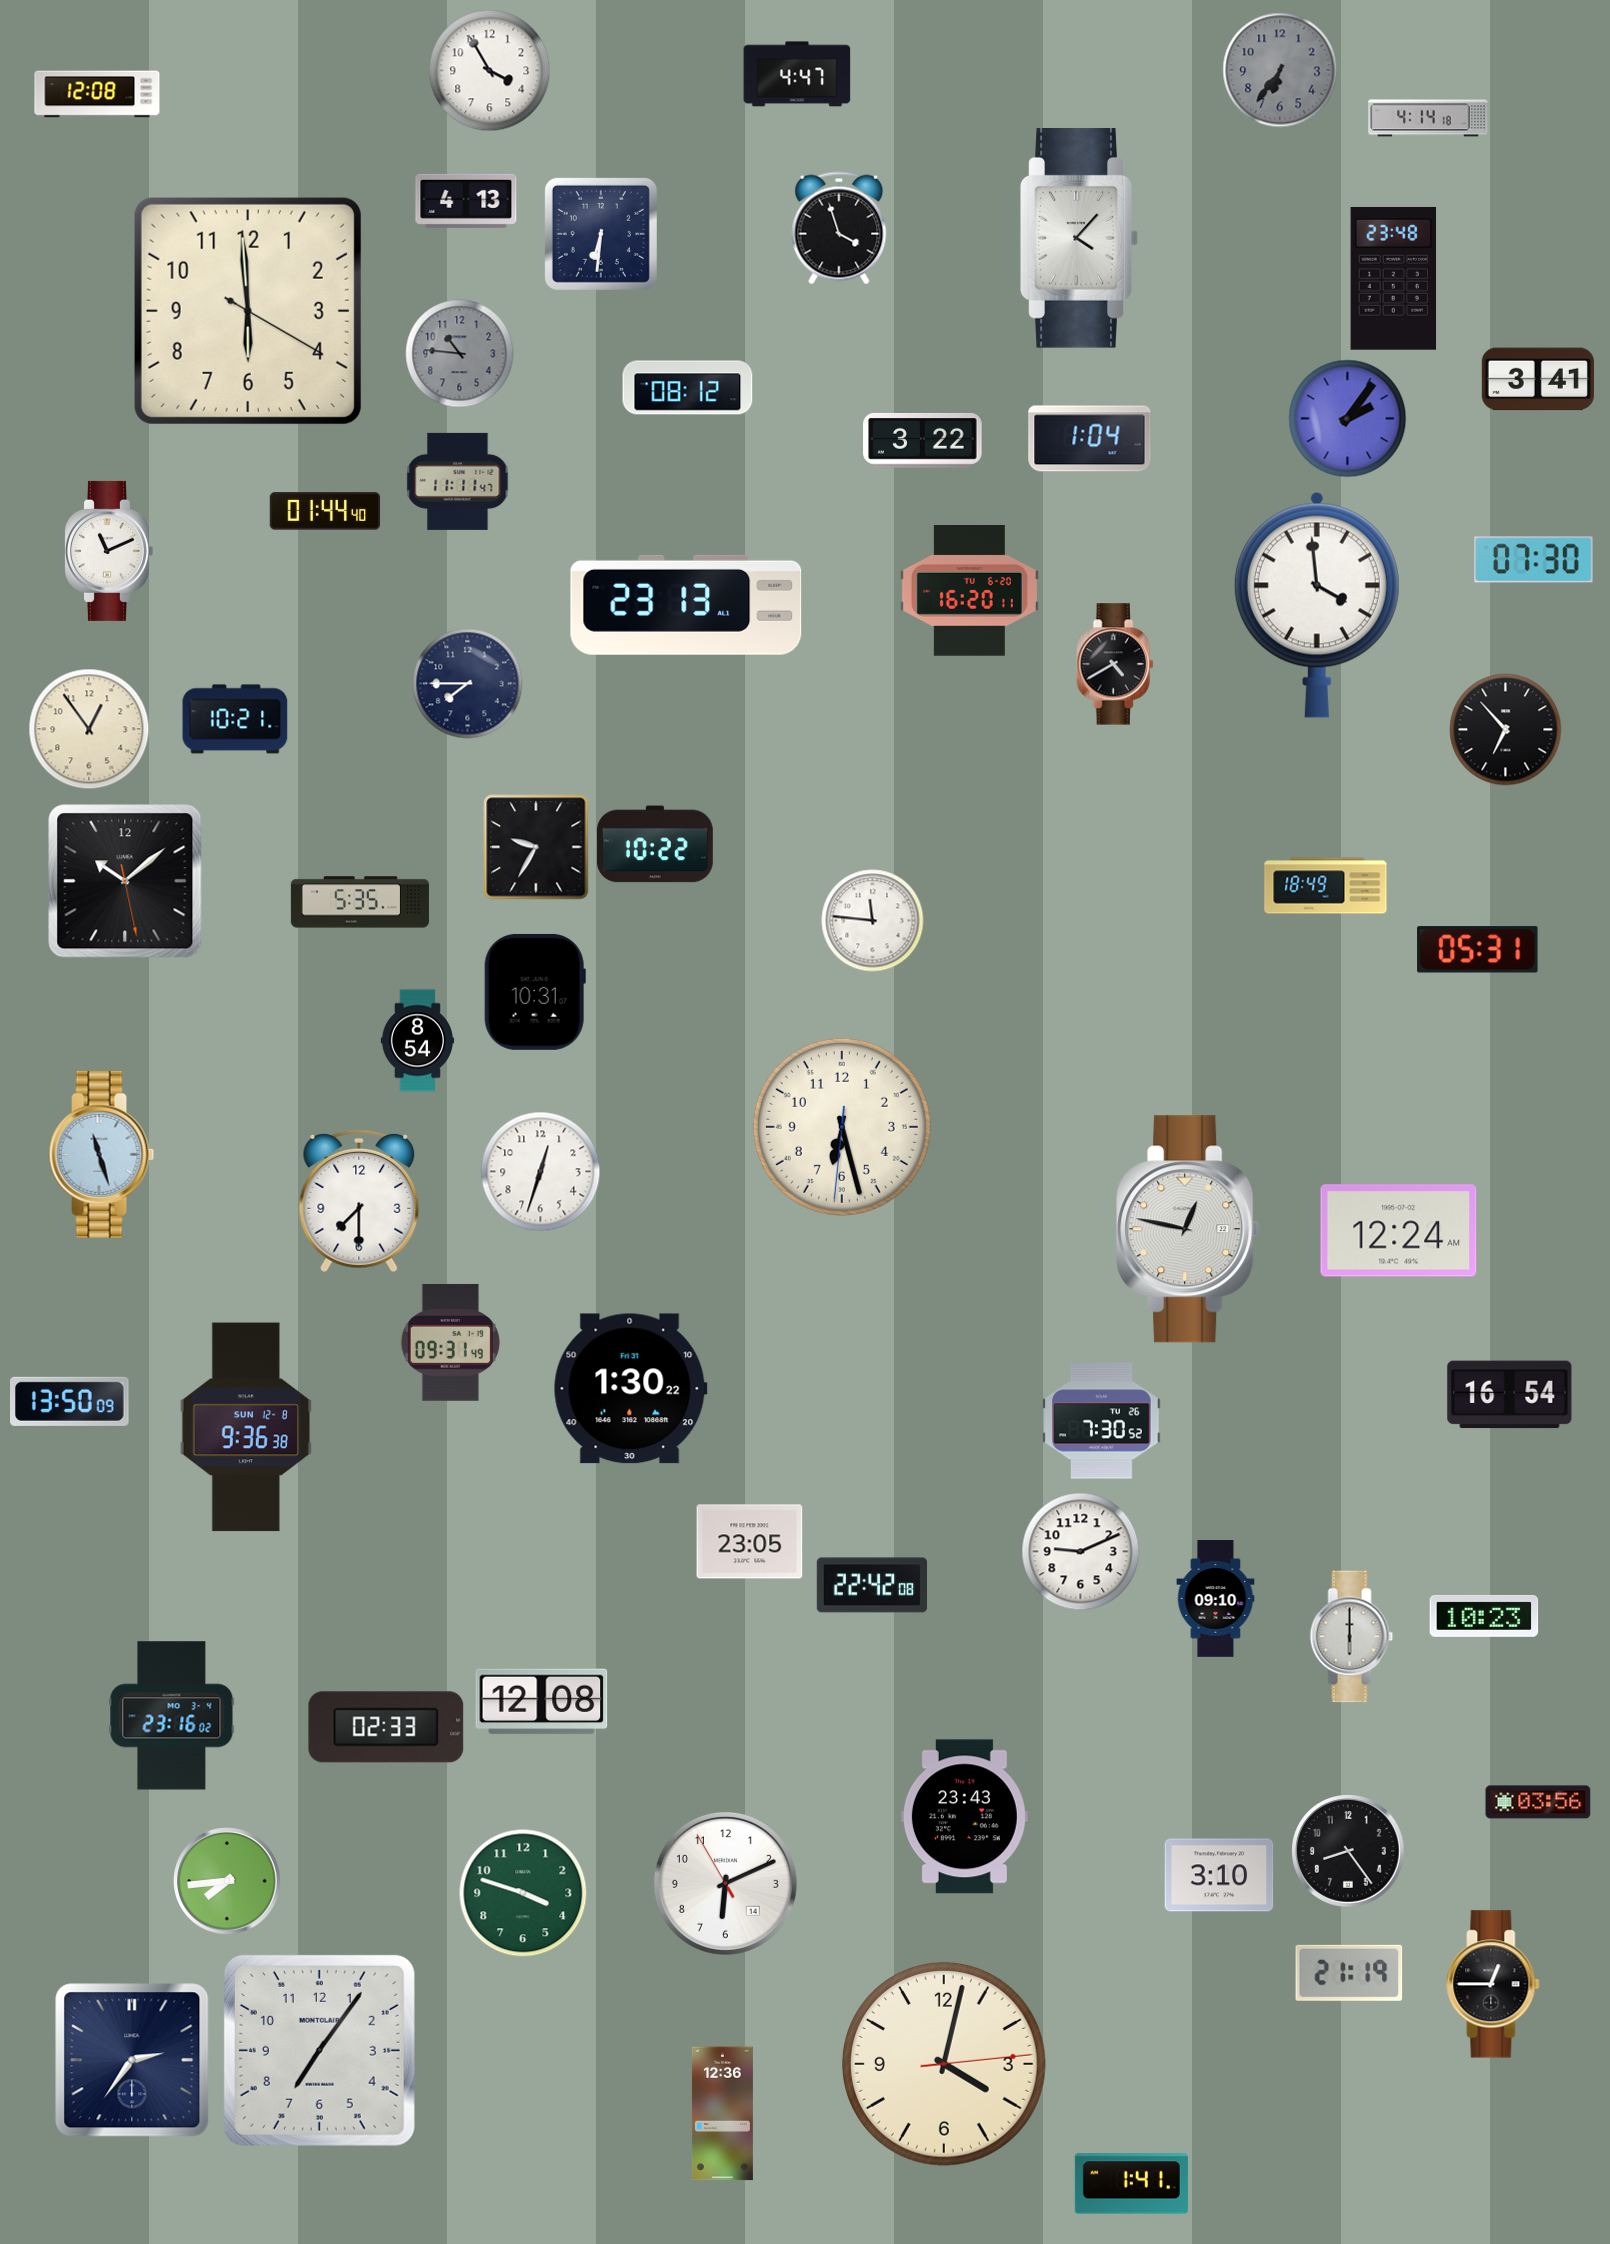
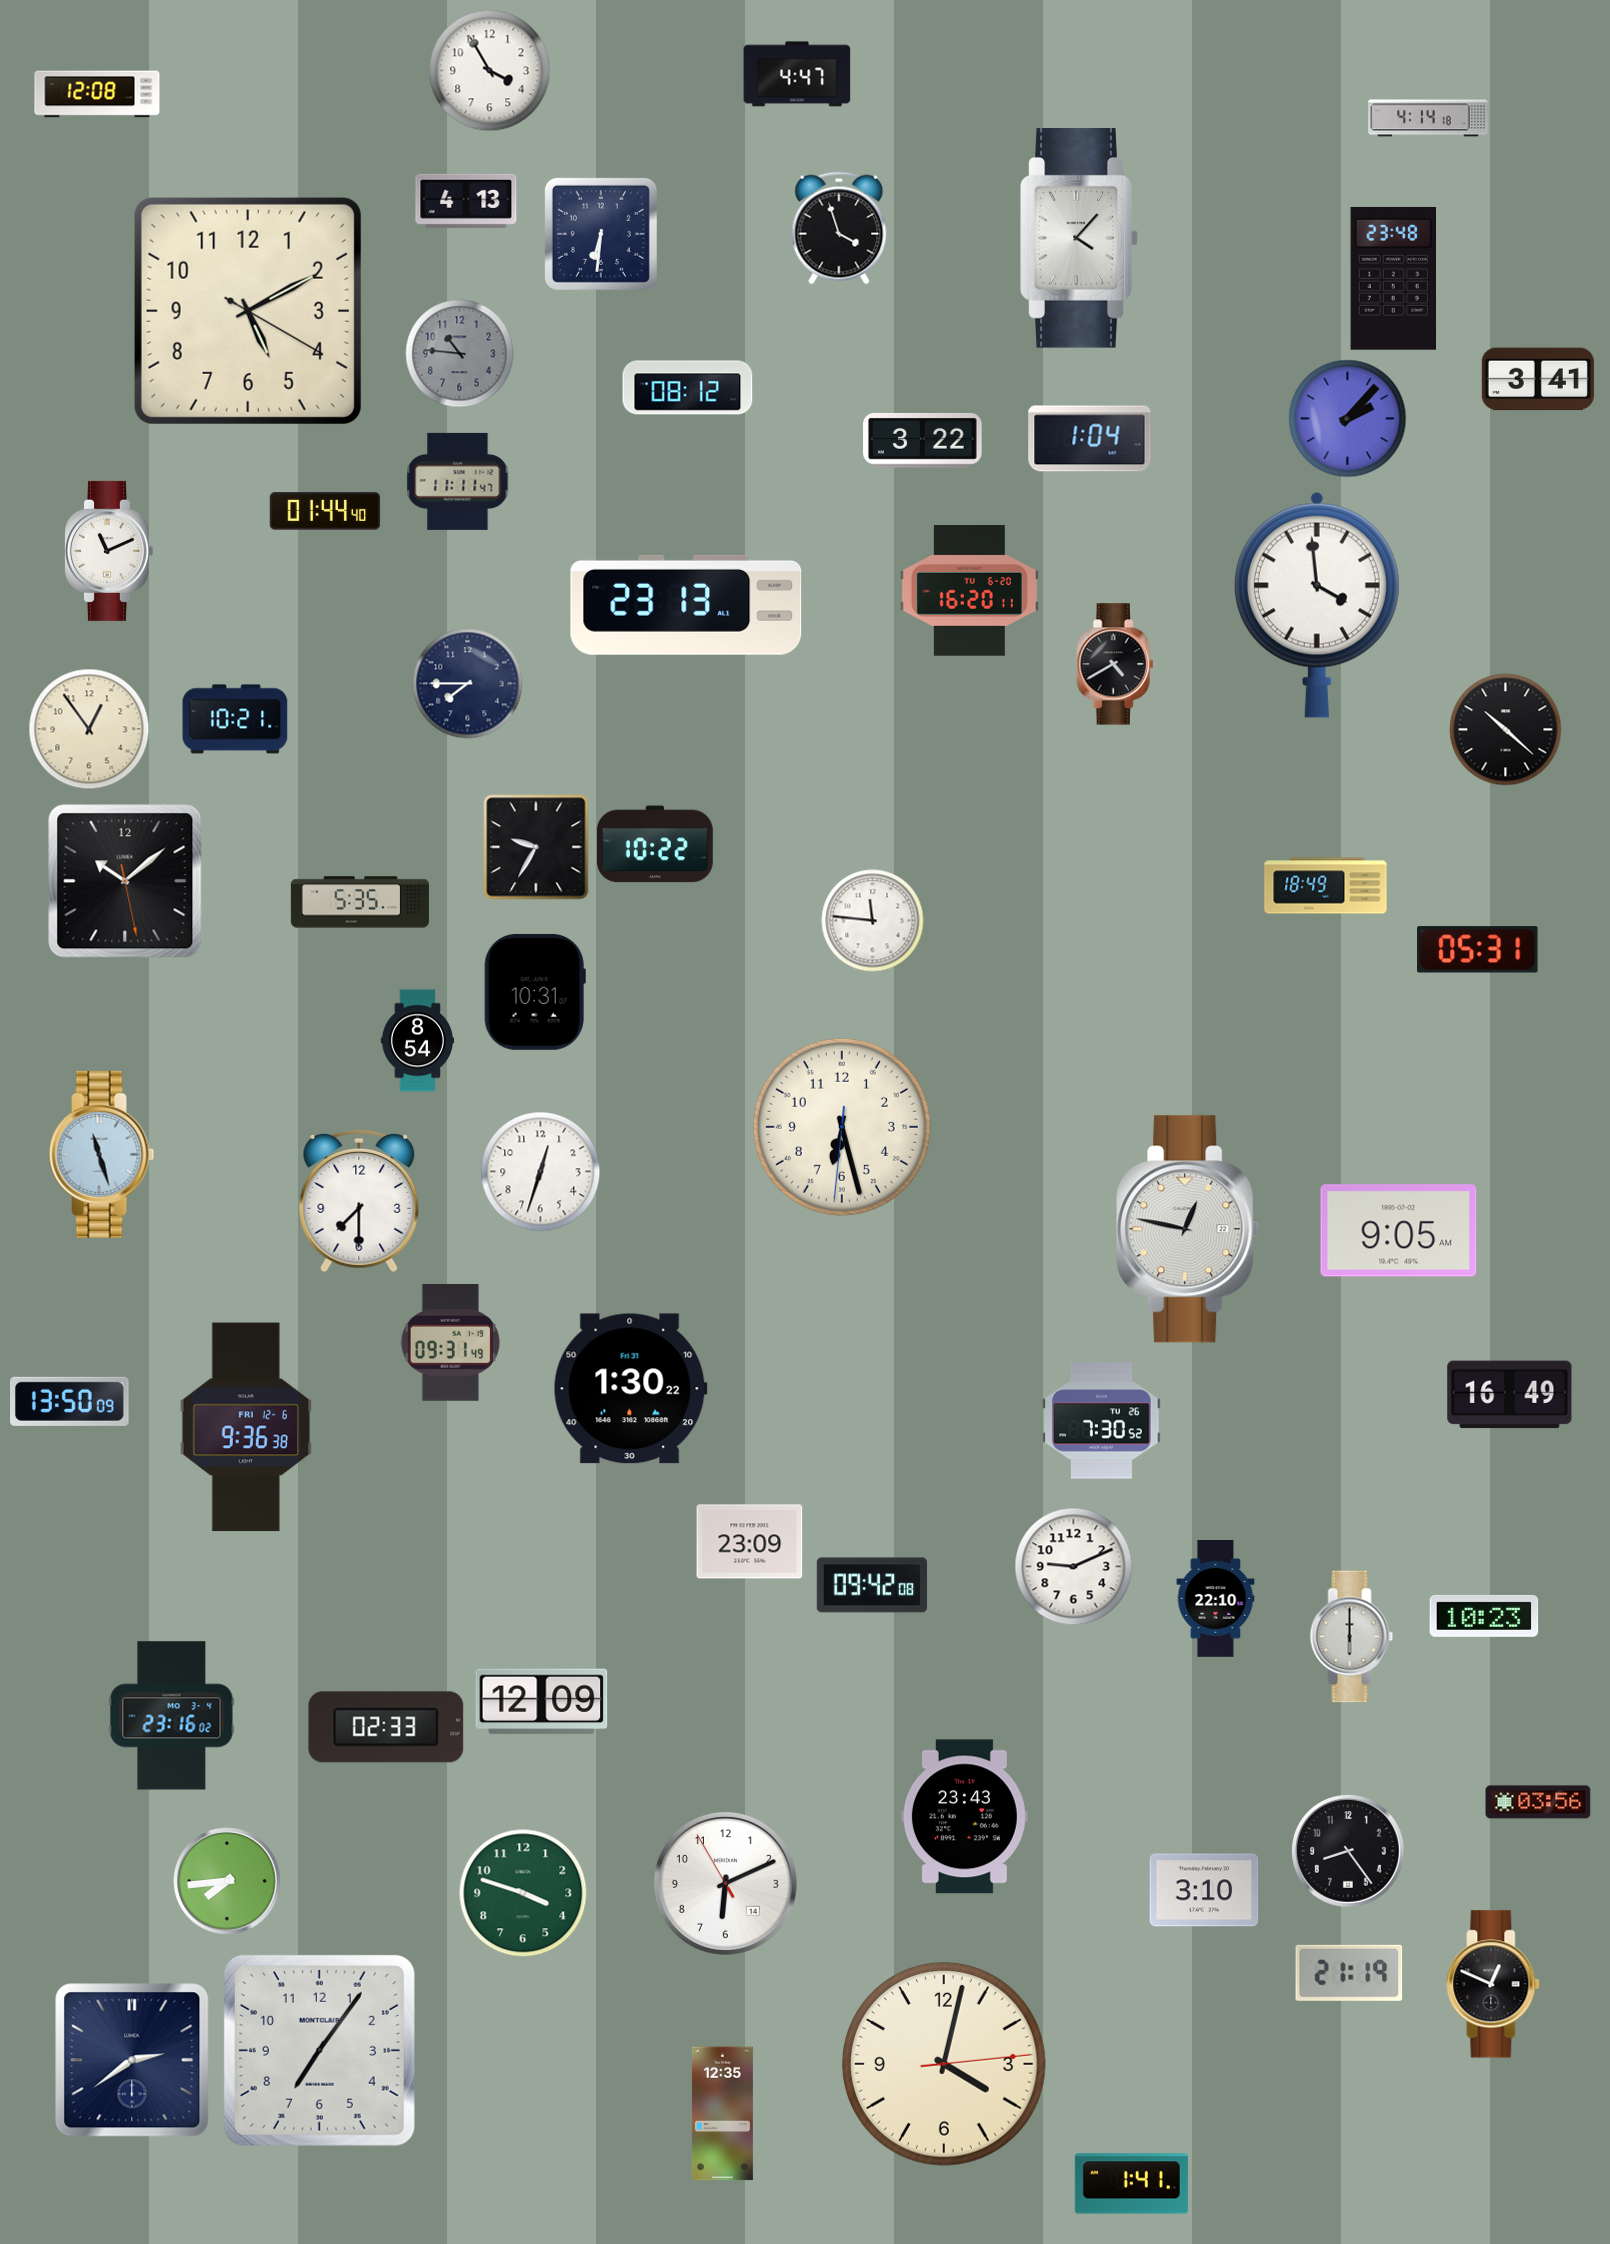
clock at (1280, 70): 6:36 -> none
clock at (248, 311): 5:59 -> 5:10
clock at (1348, 419): 2:06 -> 2:07
clock at (1534, 560): 07:30 -> none
clock at (1506, 730): 6:53 -> 10:22
clock at (1399, 1231): 12:24 -> 9:05
clock at (1510, 1395): 16:54 -> 16:49
clock at (245, 1427) date: SUN 12-8 -> FRI 12-6
clock at (750, 1542): 23:05 -> 23:09
clock at (1081, 1552) position: (1081, 1552) -> (1074, 1567)
clock at (872, 1585): 22:42 -> 09:42
clock at (1216, 1599): 09:10 -> 22:10
clock at (542, 1702): 12:08 -> 12:09
clock at (1219, 1875) position: (1219, 1875) -> (1204, 1890)
clock at (1493, 1984): 12:45 -> 12:49
clock at (132, 2060): 2:36 -> 2:39
clock at (722, 2114): 12:36 -> 12:35
